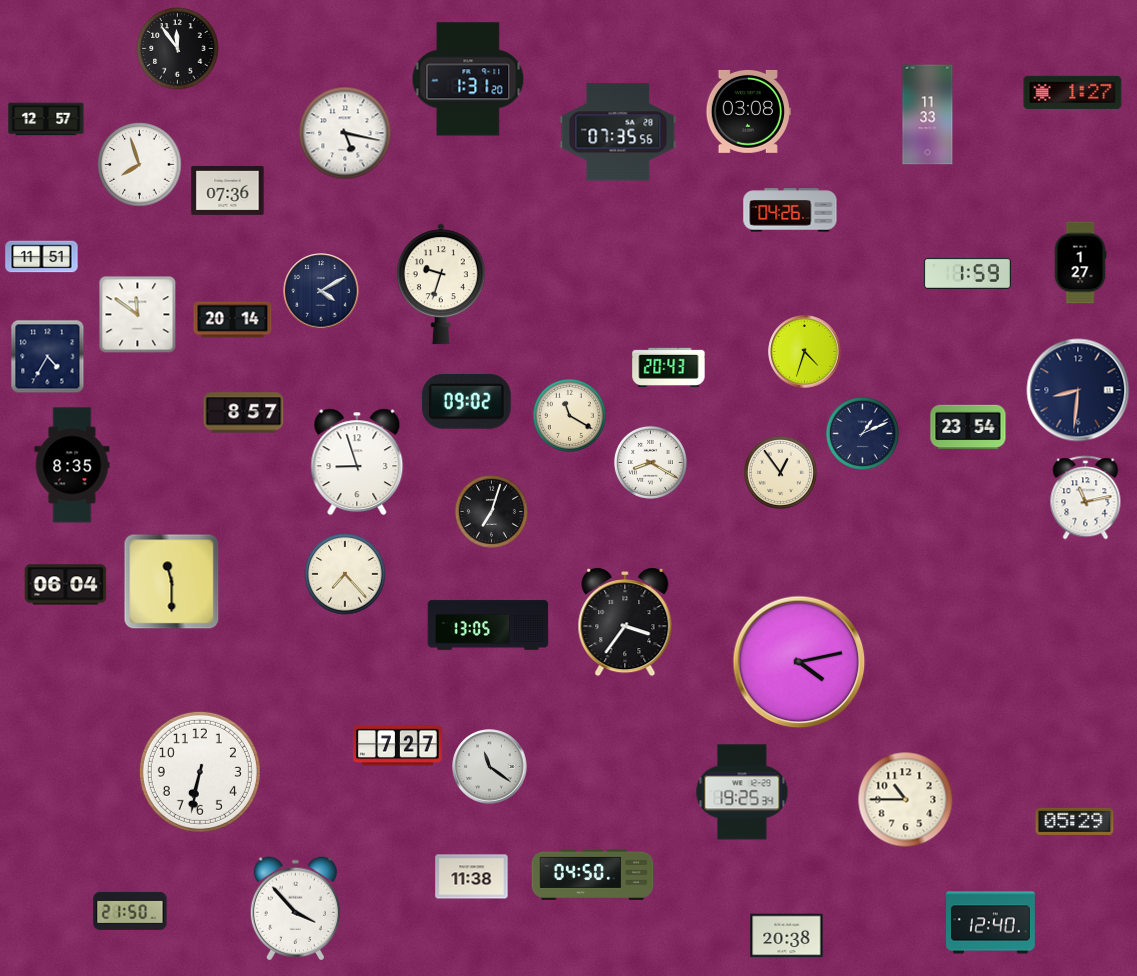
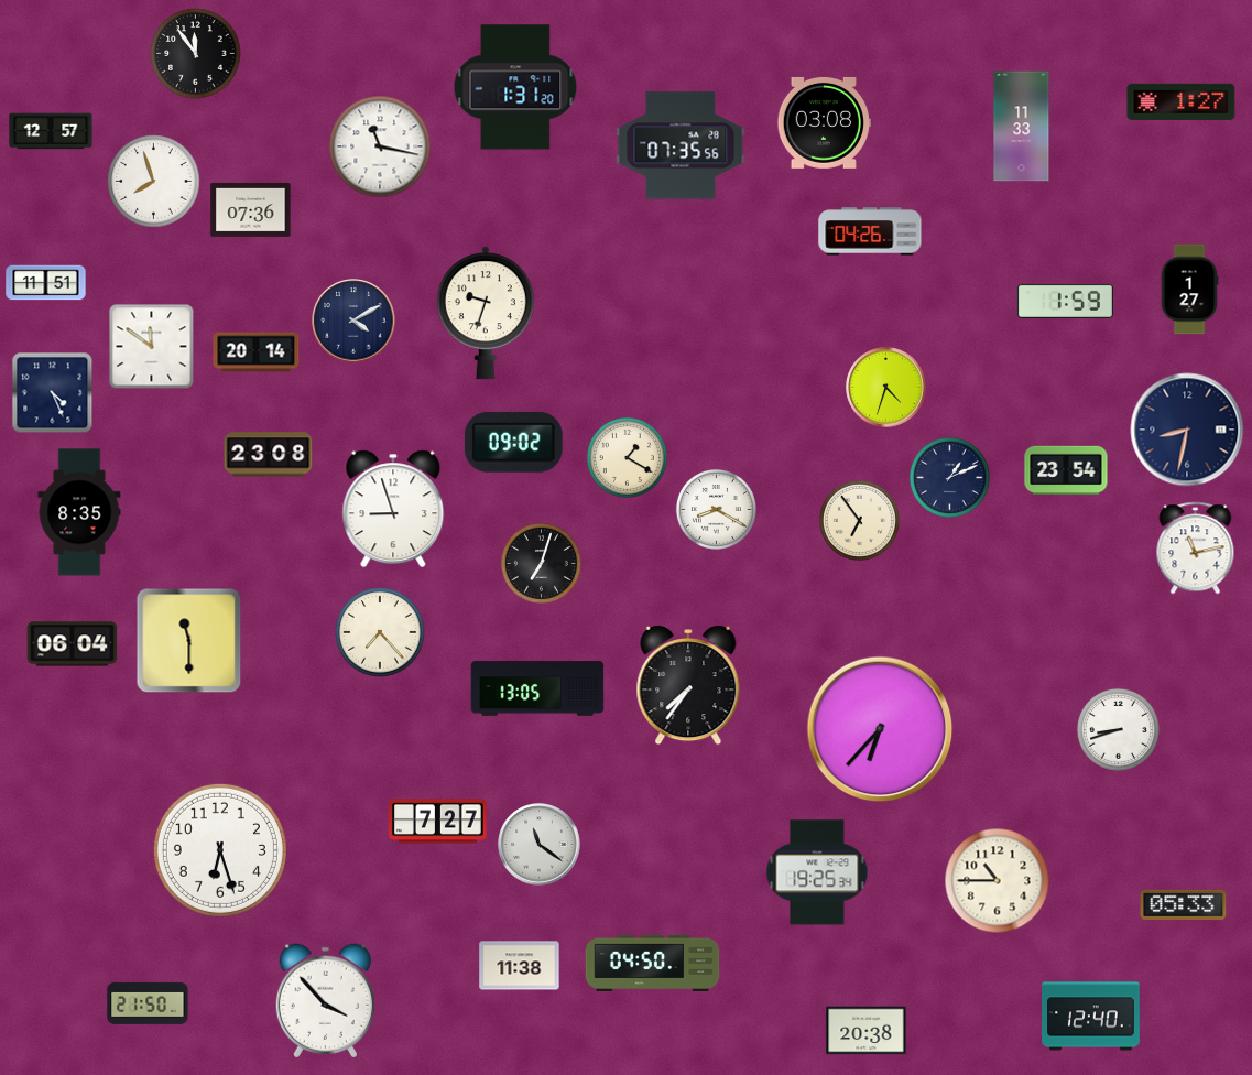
clock at (345, 133): 5:17 -> 11:17
clock at (48, 357): 4:35 -> 4:26
clock at (669, 368): 20:43 -> none
clock at (1078, 390): 8:31 -> 8:32
clock at (244, 413): 8:57 -> 23:08
clock at (569, 415): 11:20 -> 1:20
clock at (780, 472): 12:54 -> 6:54
clock at (625, 622): 3:36 -> 7:36
clock at (799, 662): 4:13 -> 6:37
clock at (1118, 729): none -> 8:42
clock at (200, 772): 6:32 -> 6:27
clock at (1075, 821): 05:29 -> 05:33
clock at (130, 911) position: (130, 911) -> (148, 1003)
